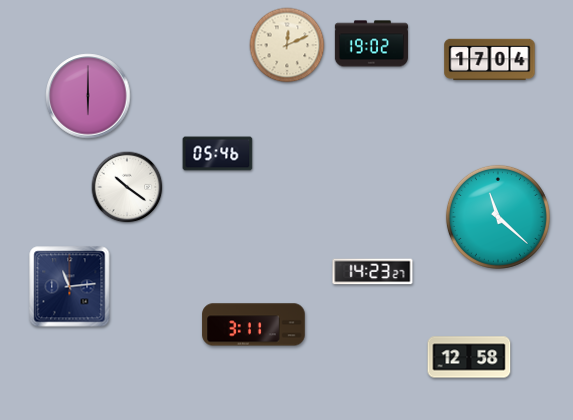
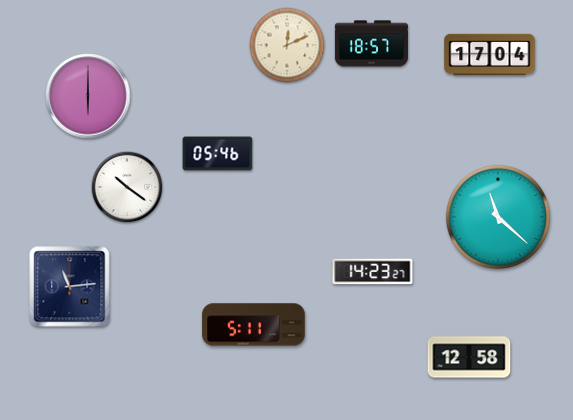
clock at (371, 44): 19:02 -> 18:57
clock at (490, 60) position: (490, 60) -> (490, 55)
clock at (254, 325): 3:11 -> 5:11
